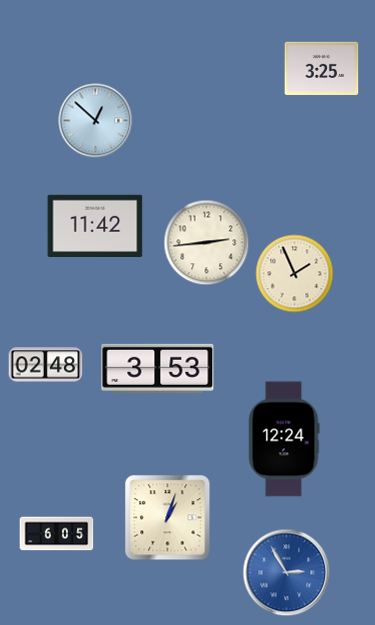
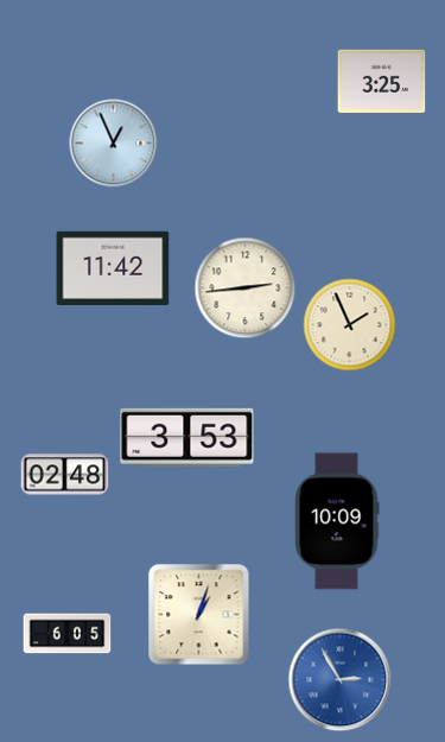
clock at (96, 121): 12:52 -> 12:56
clock at (46, 365) position: (46, 365) -> (65, 475)
clock at (284, 439): 12:24 -> 10:09
